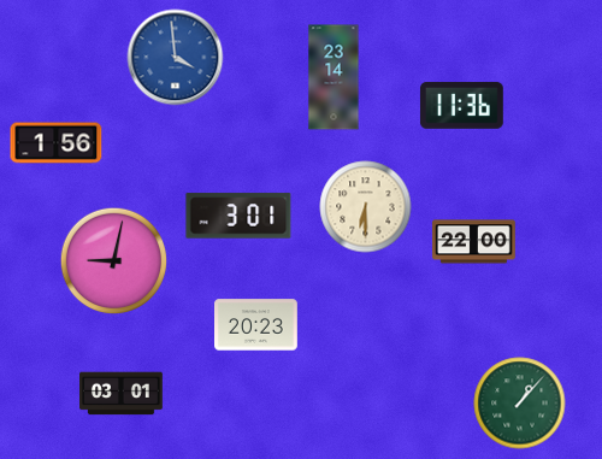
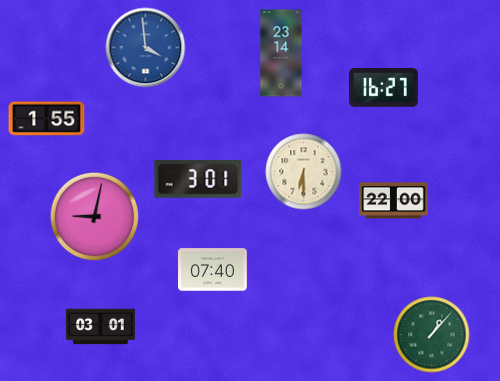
clock at (334, 77) position: (334, 77) -> (281, 53)
clock at (461, 106): 11:36 -> 16:27
clock at (57, 143): 1:56 -> 1:55
clock at (256, 325): 20:23 -> 07:40
